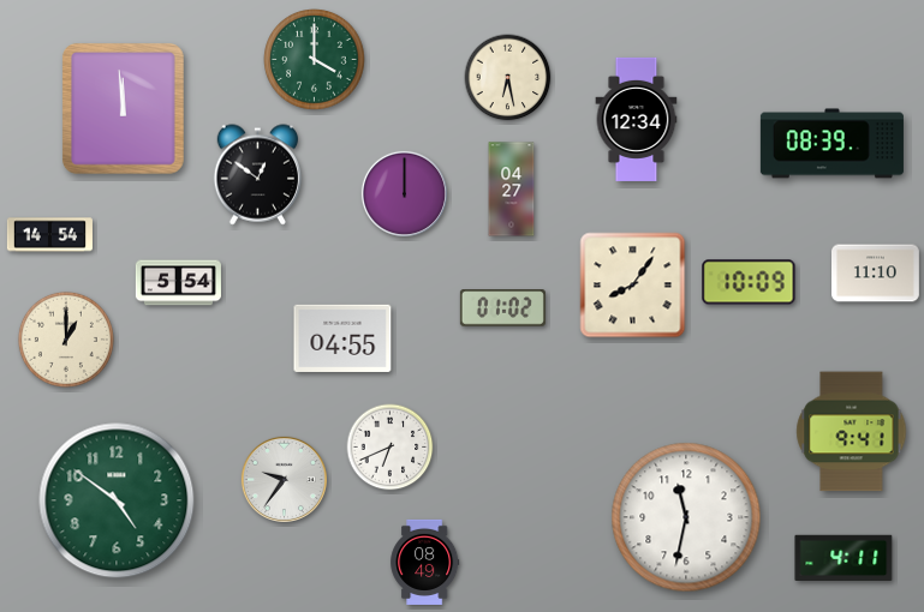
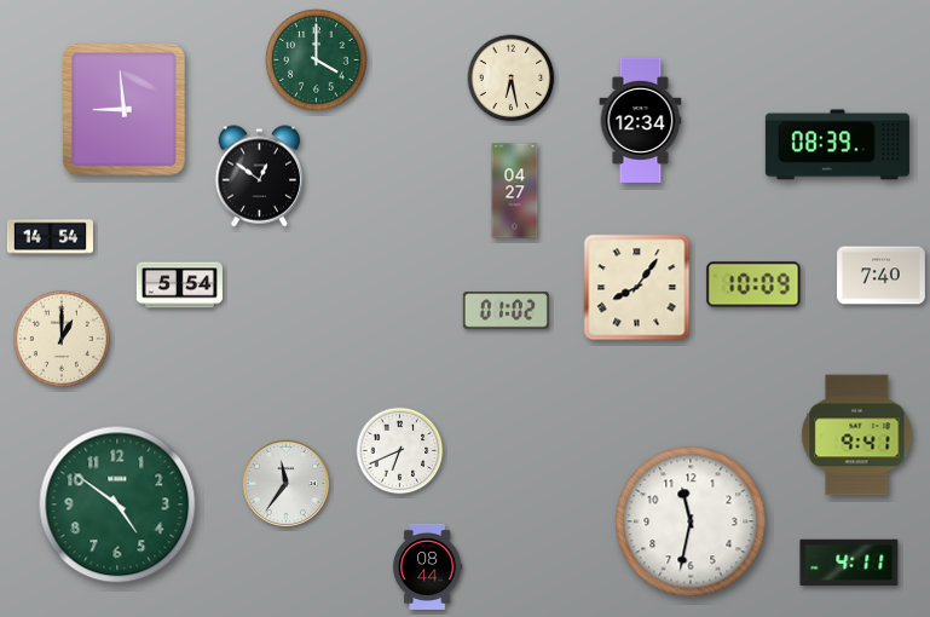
clock at (123, 108): 11:59 -> 8:59
clock at (404, 193): 12:00 -> none
clock at (876, 274): 11:10 -> 7:40
clock at (342, 337): 04:55 -> none
clock at (66, 340) position: (66, 340) -> (62, 339)
clock at (391, 448) position: (391, 448) -> (400, 451)
clock at (284, 479): 9:36 -> 11:36
clock at (425, 562): 08:49 -> 08:44
